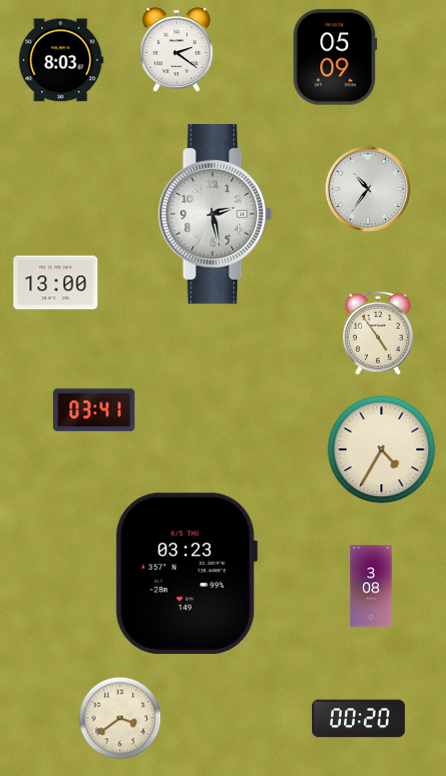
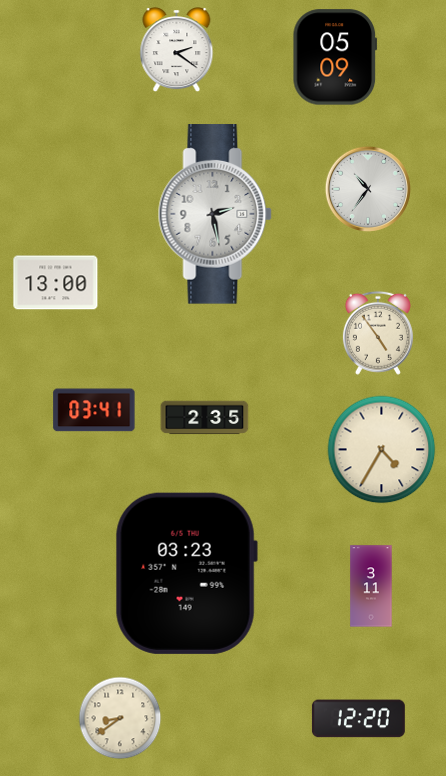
clock at (61, 60): 8:03 -> none
clock at (205, 418): none -> 2:35
clock at (371, 586): 3:08 -> 3:11
clock at (120, 718): 3:39 -> 8:39
clock at (358, 719): 00:20 -> 12:20
